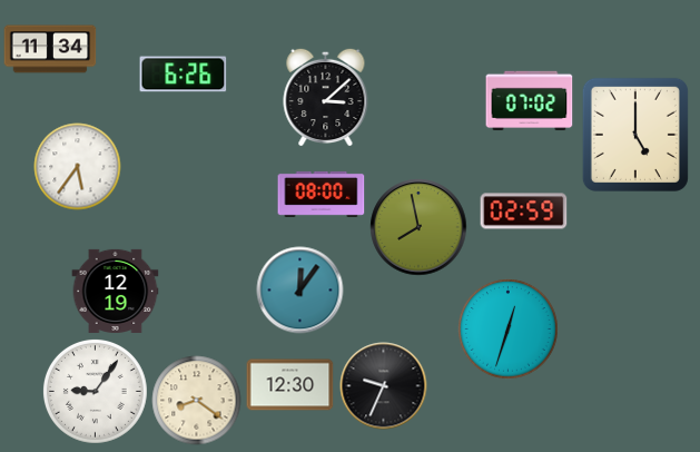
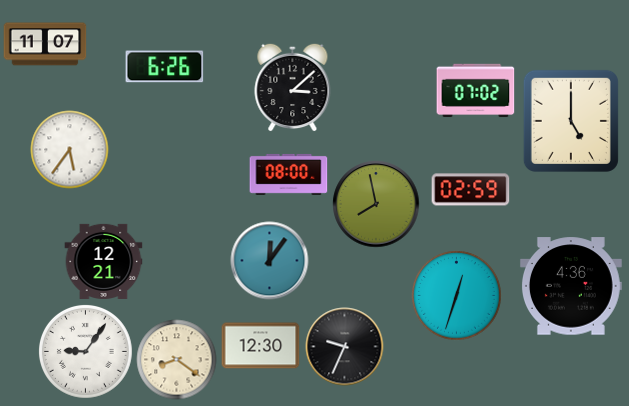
clock at (50, 49): 11:34 -> 11:07
clock at (115, 291): 12:19 -> 12:21
clock at (571, 286): none -> 4:36
